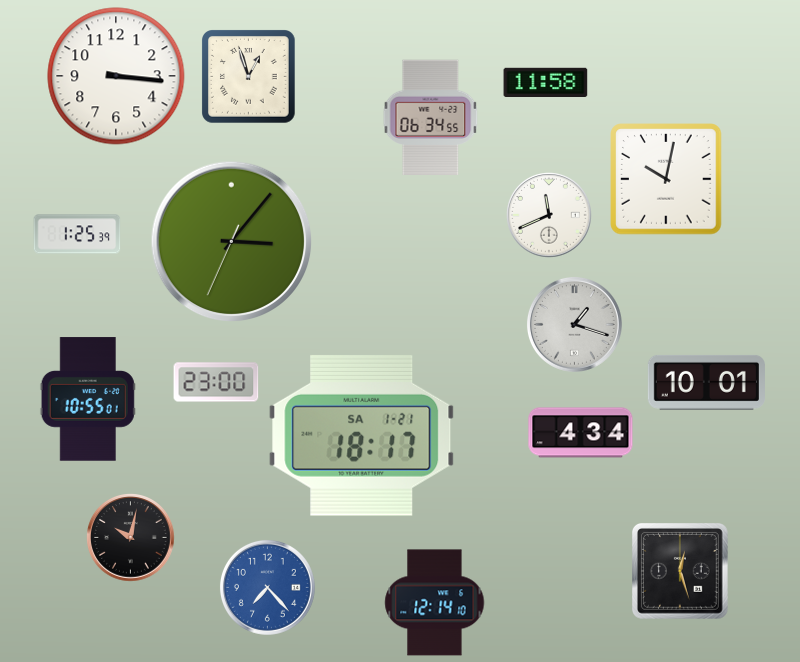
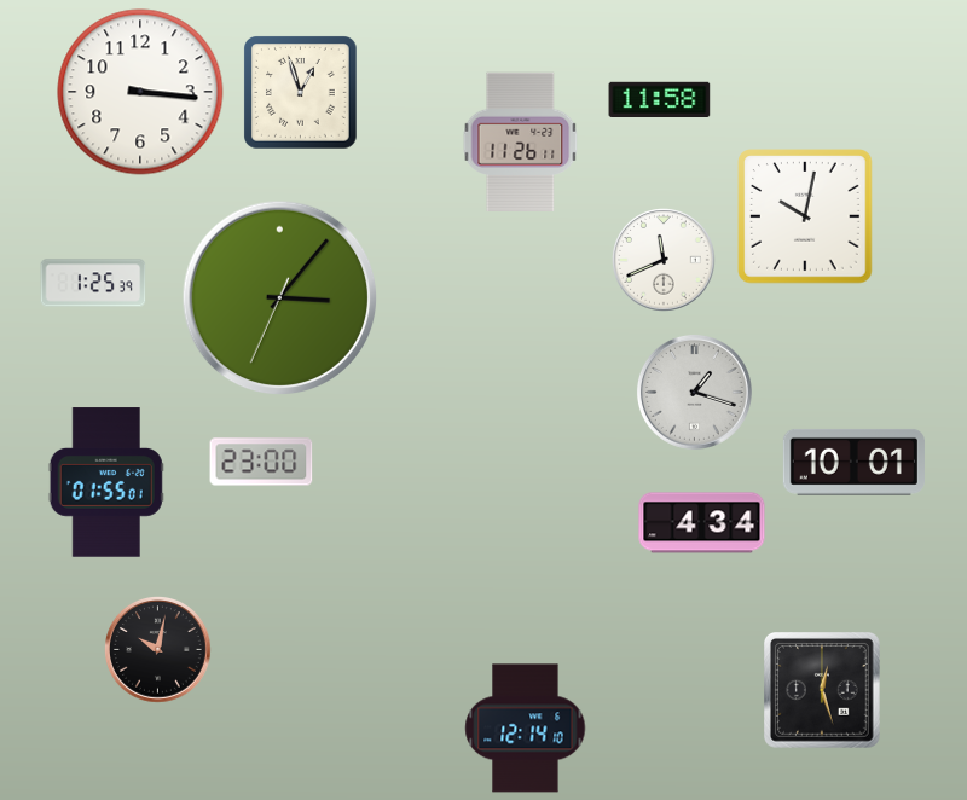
clock at (431, 117): 06:34 -> 11:26
clock at (232, 242) position: (232, 242) -> (280, 298)
clock at (88, 399): 10:55 -> 01:55
clock at (362, 435): 18:17 -> none
clock at (267, 587): 7:23 -> none
